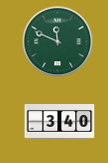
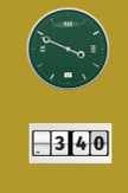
clock at (58, 42): 11:49 -> 3:49
